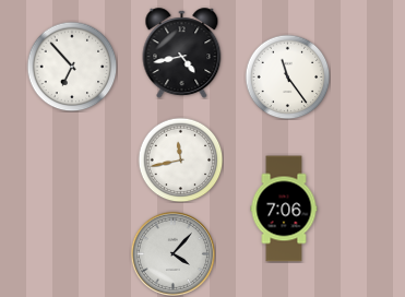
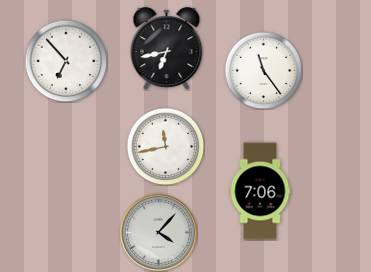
clock at (182, 54): 4:43 -> 6:43
